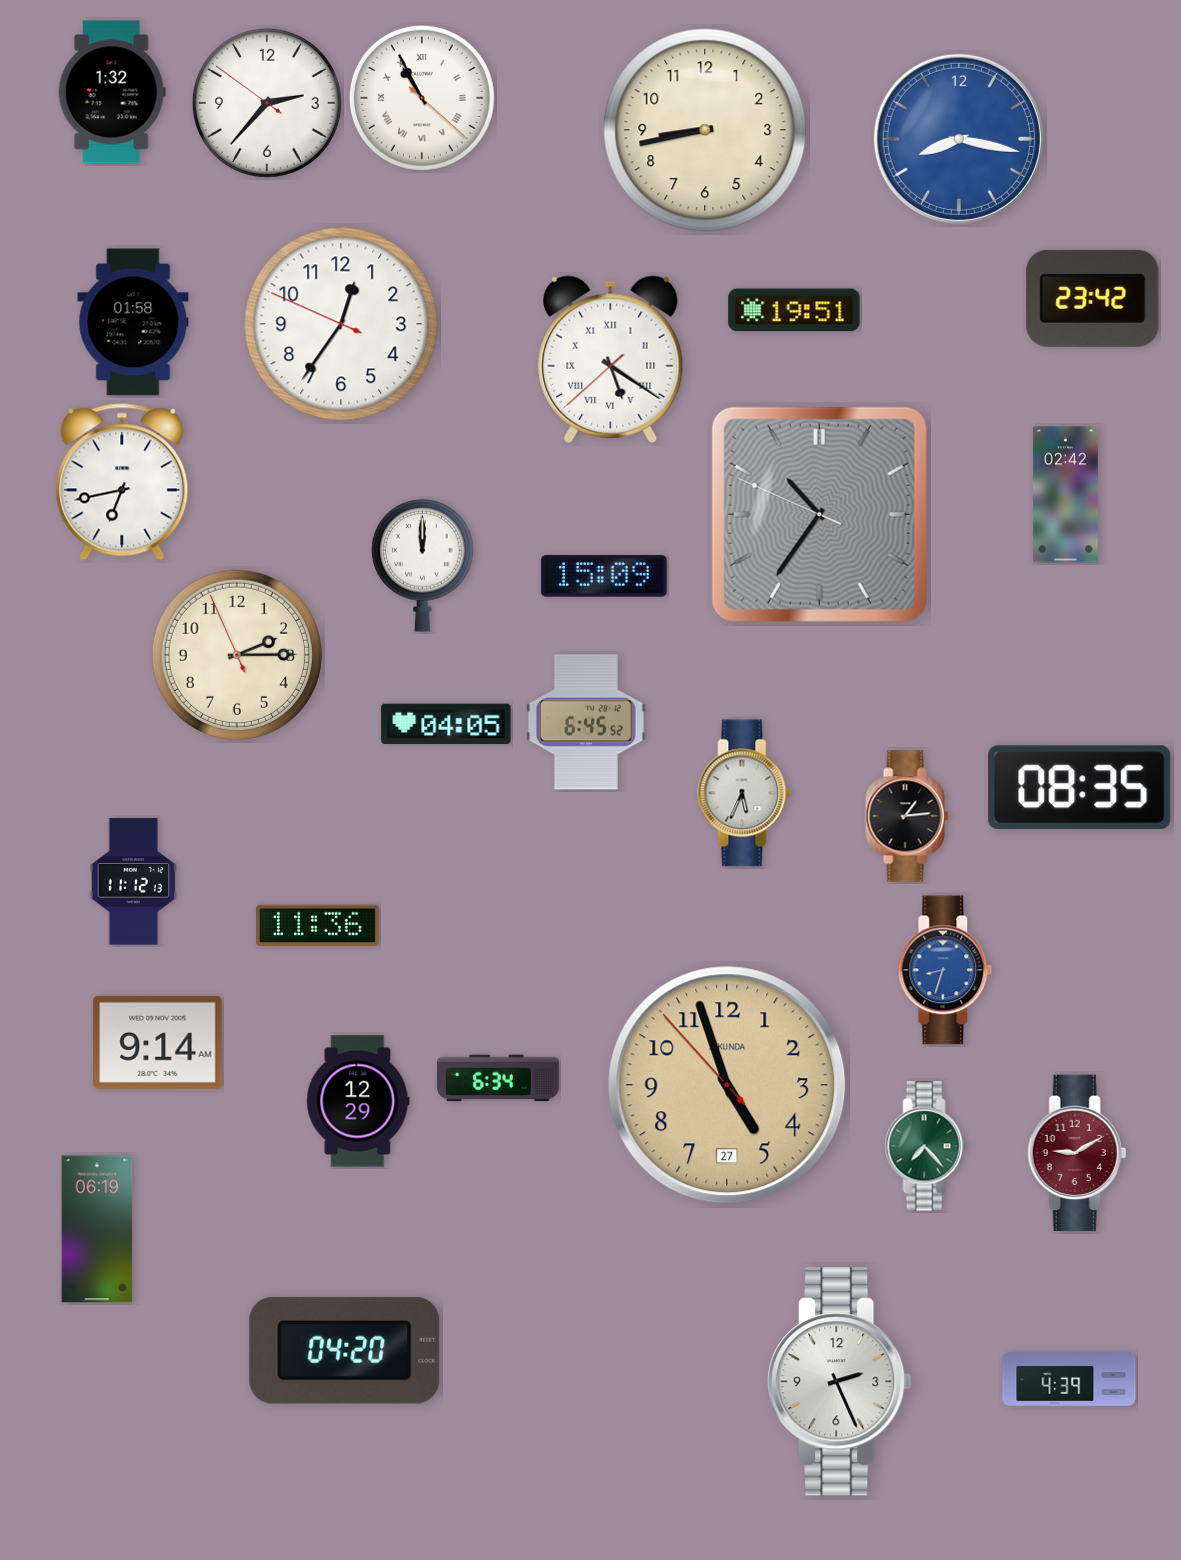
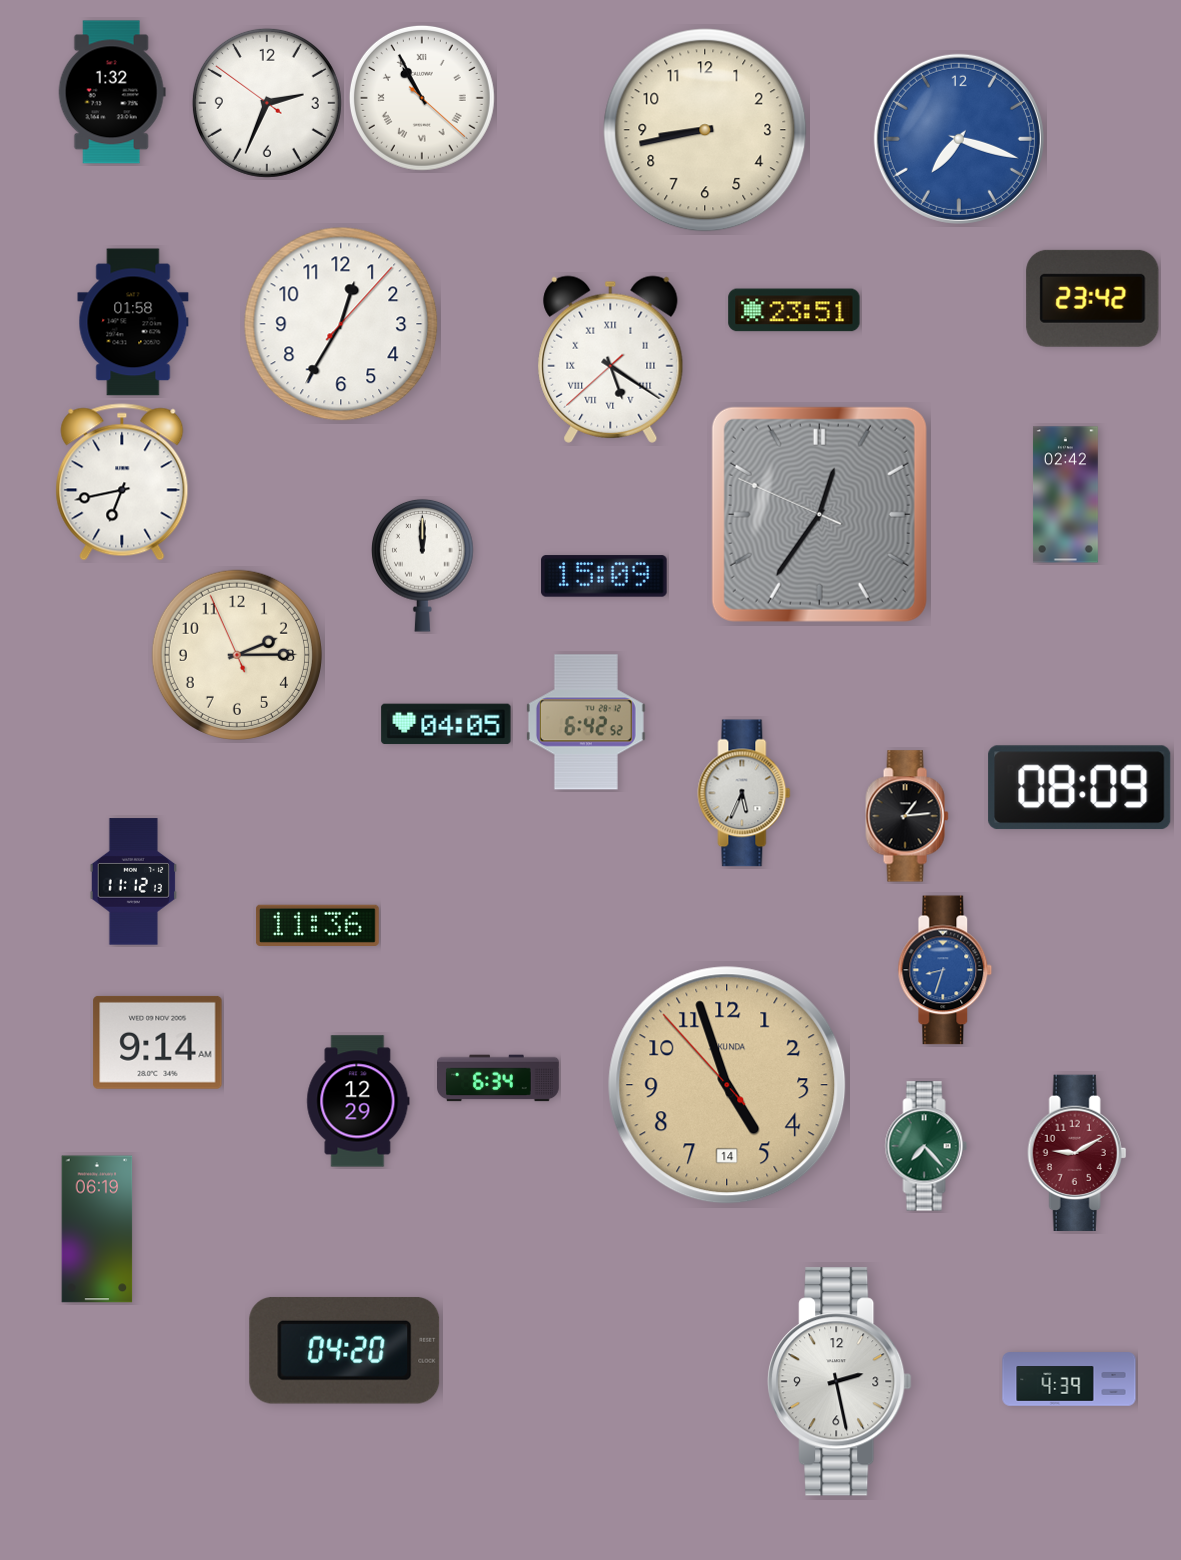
clock at (267, 103): 2:36 -> 2:33
clock at (959, 139): 8:17 -> 7:18
clock at (794, 310): 19:51 -> 23:51
clock at (341, 324): 12:35:49 -> 12:35:07
clock at (819, 514): 10:35 -> 12:35
clock at (586, 722): 6:45 -> 6:42
clock at (1080, 788): 08:35 -> 08:09
clock at (727, 1085) date: 27 -> 14
clock at (840, 1382): 2:26 -> 2:28
